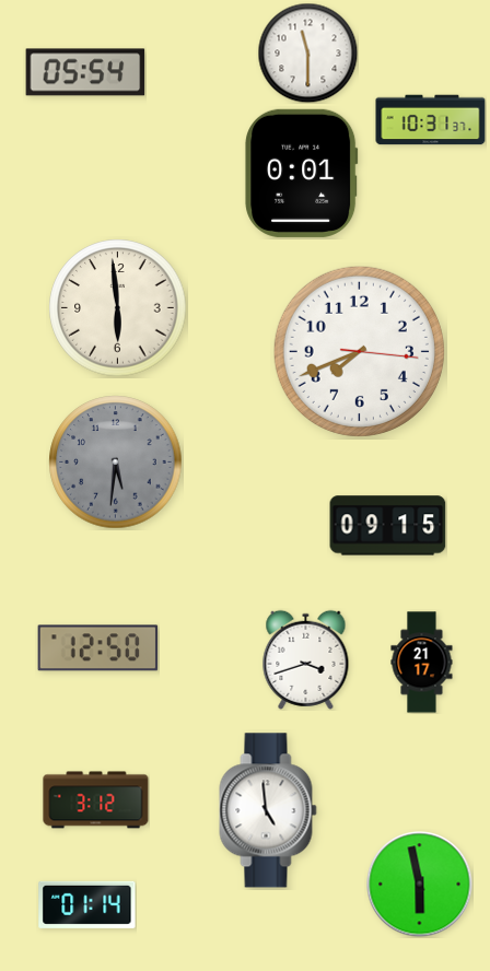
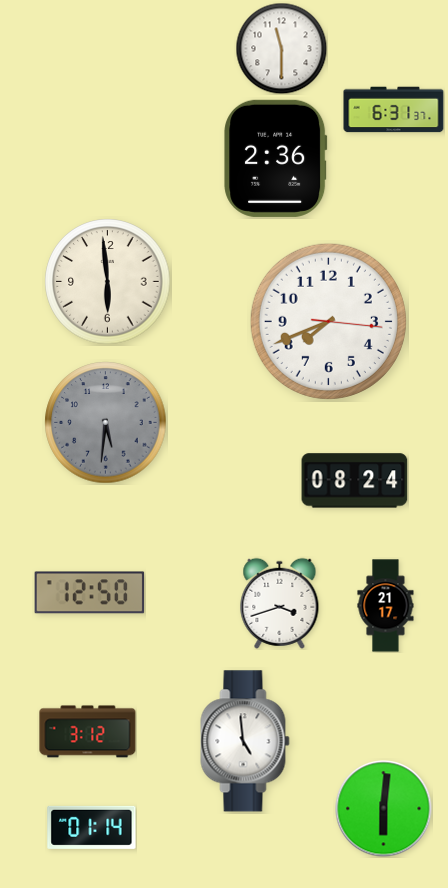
clock at (85, 72): 05:54 -> none
clock at (431, 120): 10:31 -> 6:31
clock at (302, 173): 0:01 -> 2:36
clock at (388, 526): 09:15 -> 08:24
clock at (420, 885): 5:58 -> 6:01
clock at (87, 904) position: (87, 904) -> (92, 827)
